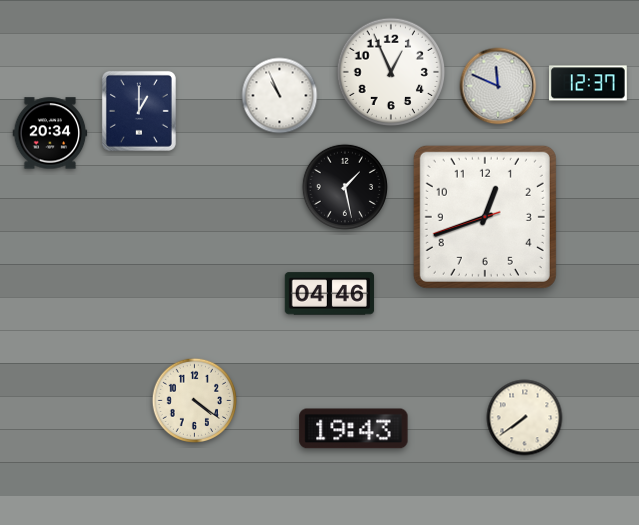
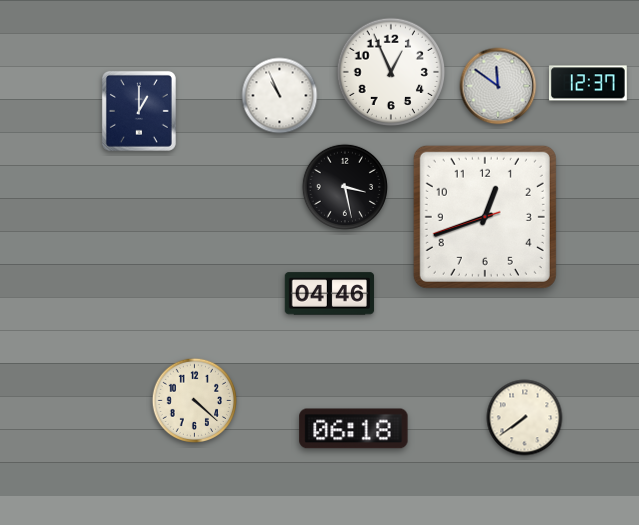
clock at (498, 86): 11:49 -> 11:51
clock at (50, 133): 20:34 -> none
clock at (345, 187): 1:28 -> 3:28
clock at (194, 400): 4:21 -> 4:22
clock at (354, 429): 19:43 -> 06:18
